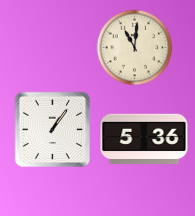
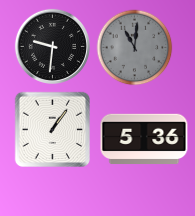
clock at (52, 46): none -> 9:31
clock at (135, 48) dial: cream -> grey
